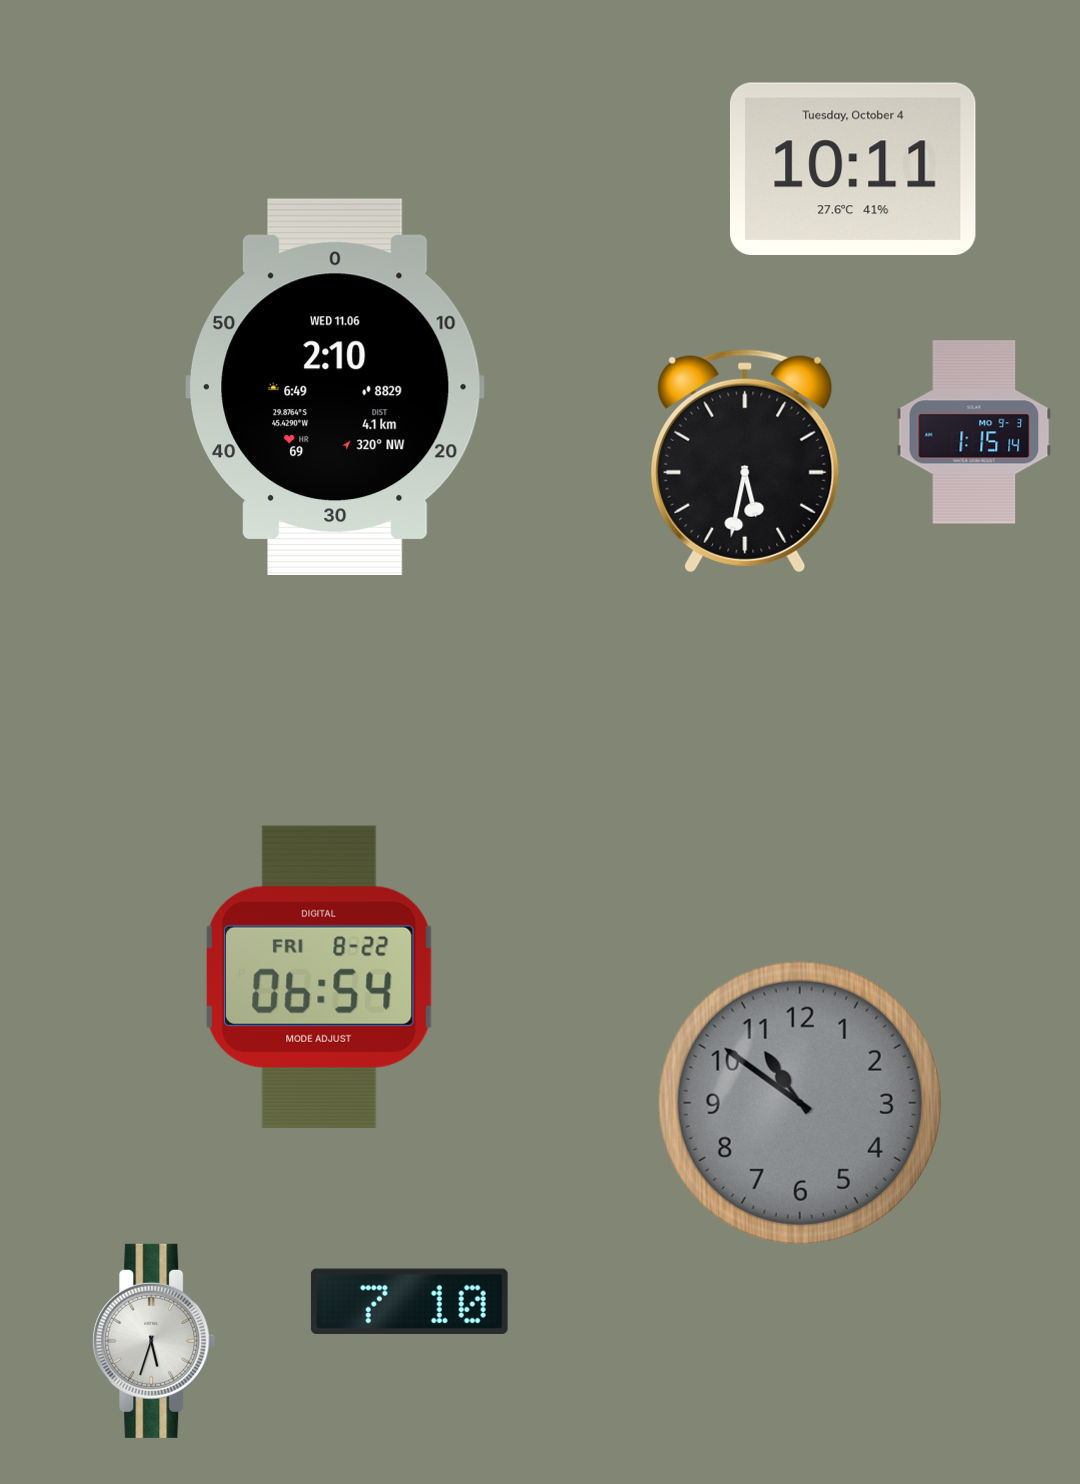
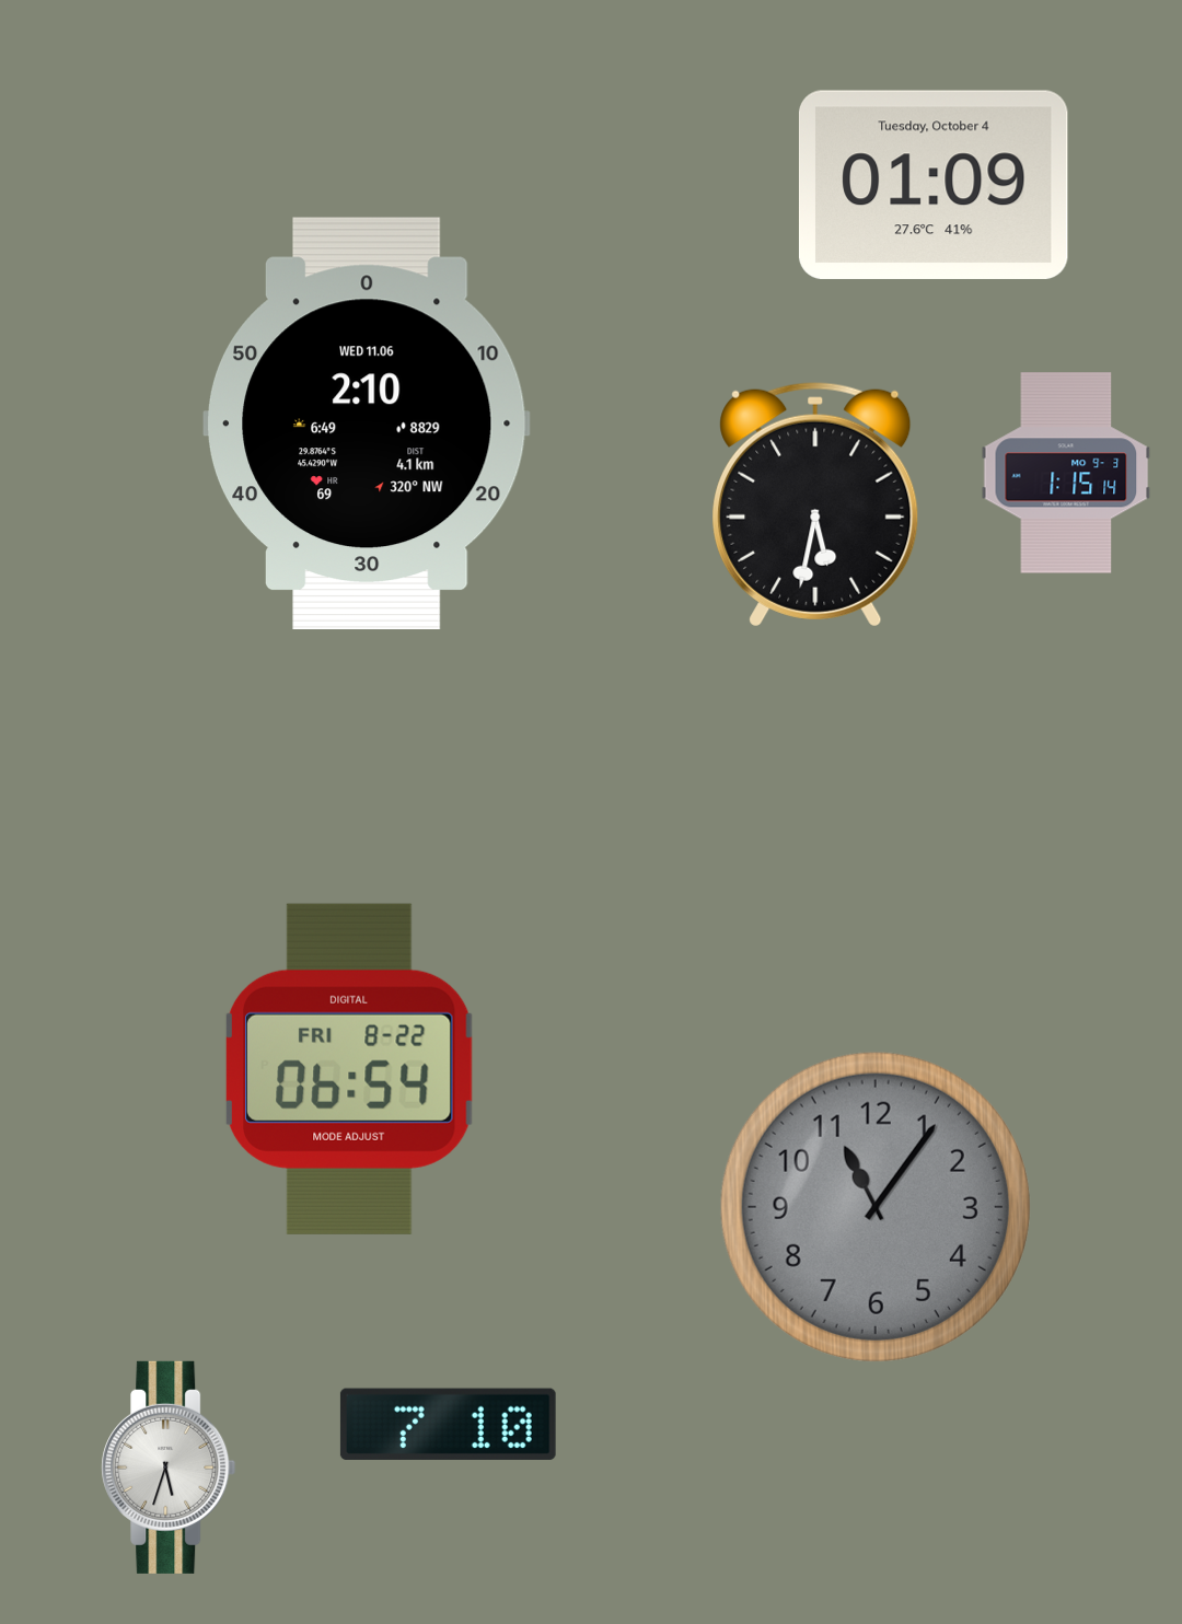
clock at (853, 169): 10:11 -> 01:09
clock at (800, 1103): 10:51 -> 11:06
